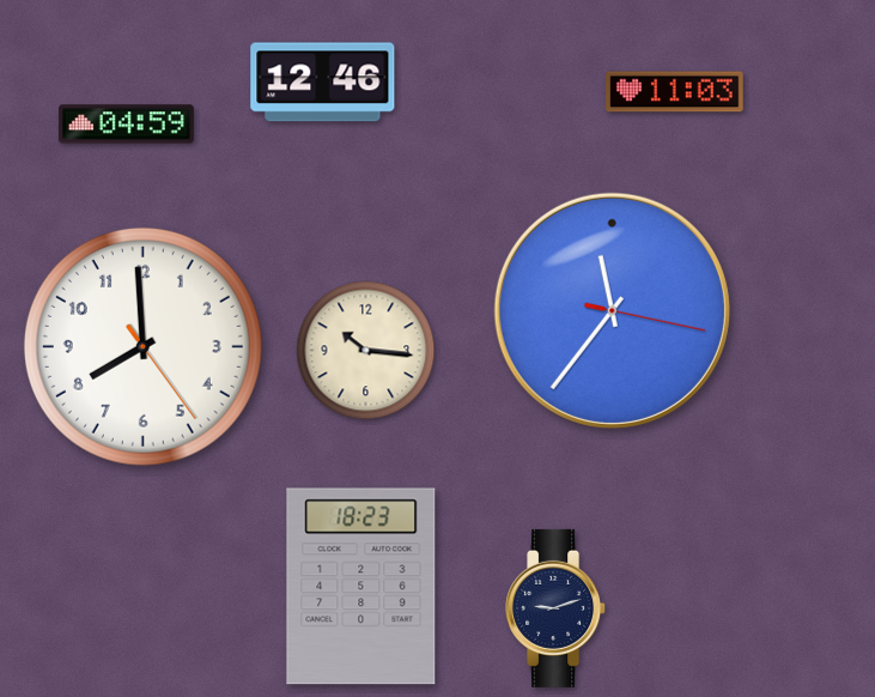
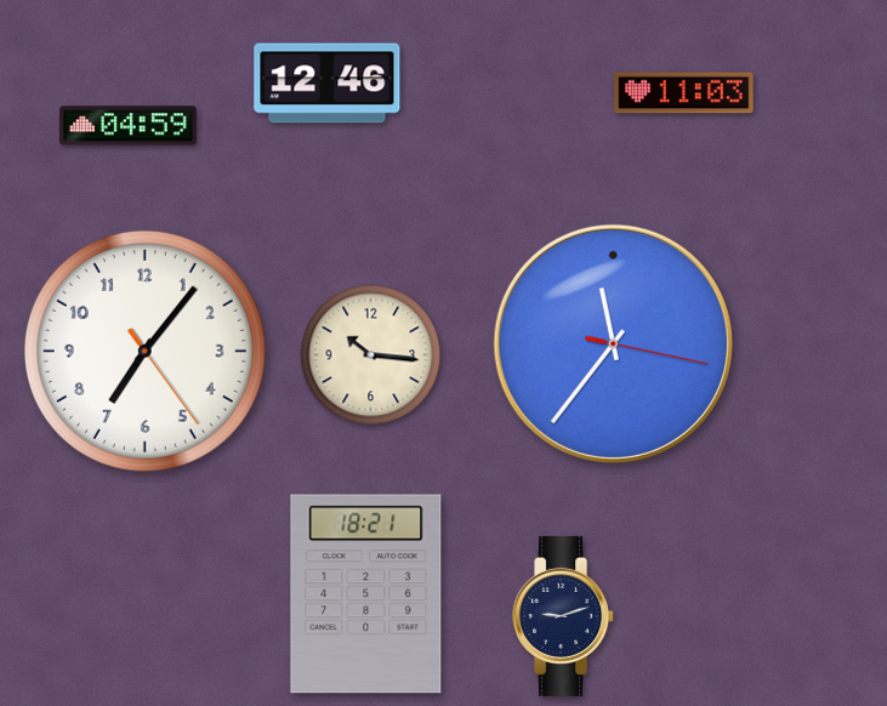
clock at (612, 310) position: (612, 310) -> (613, 343)
clock at (142, 346): 7:59 -> 7:06
clock at (361, 587): 18:23 -> 18:21
